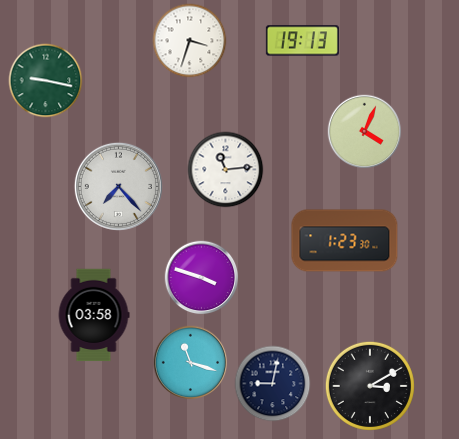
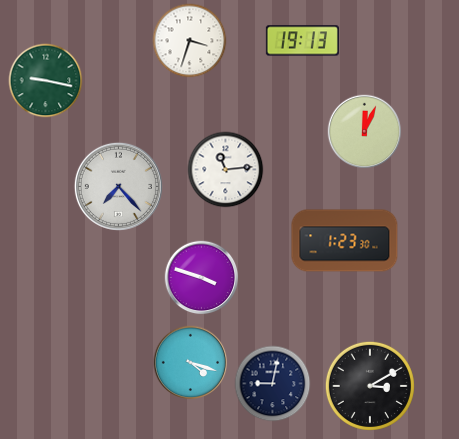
clock at (365, 132): 4:04 -> 12:04
clock at (94, 315): 03:58 -> none
clock at (191, 363): 11:18 -> 4:18
